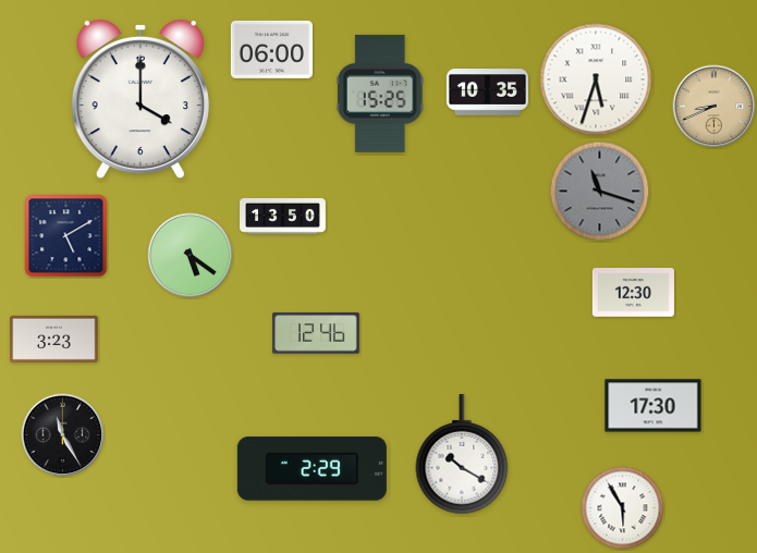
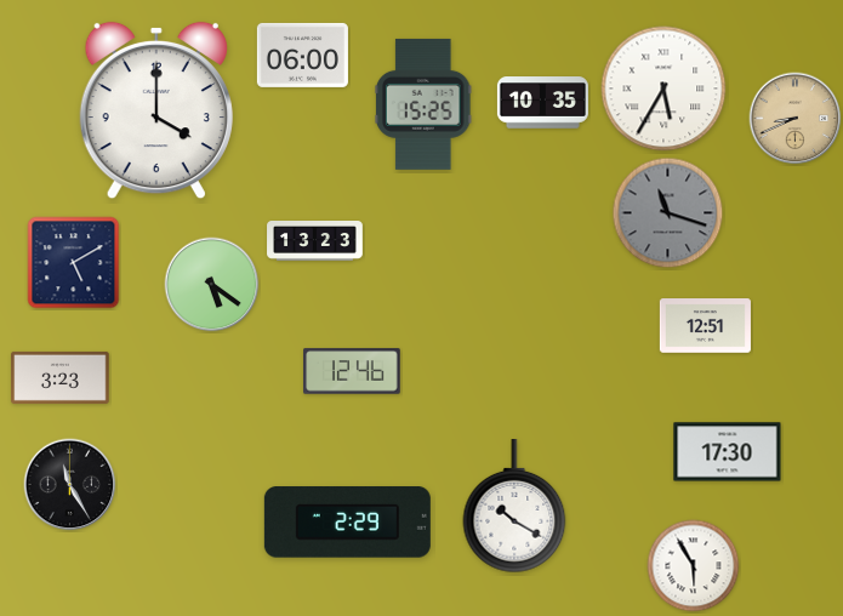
clock at (596, 79): 5:33 -> 5:35
clock at (283, 217): 13:50 -> 13:23
clock at (633, 293): 12:30 -> 12:51
